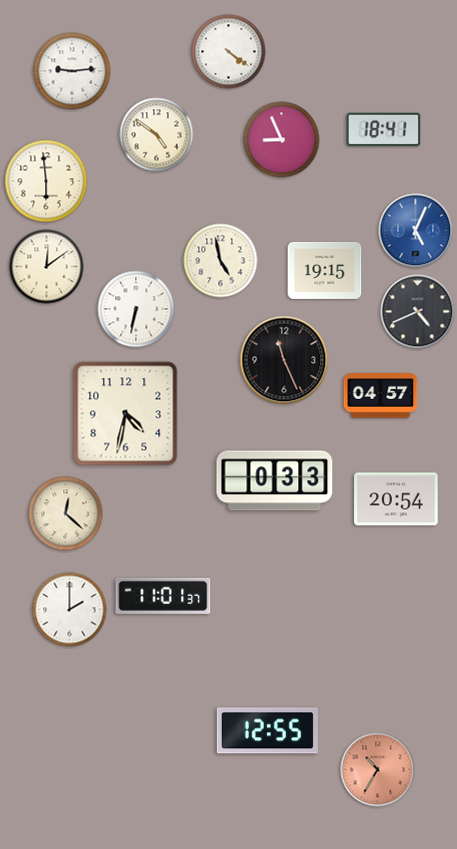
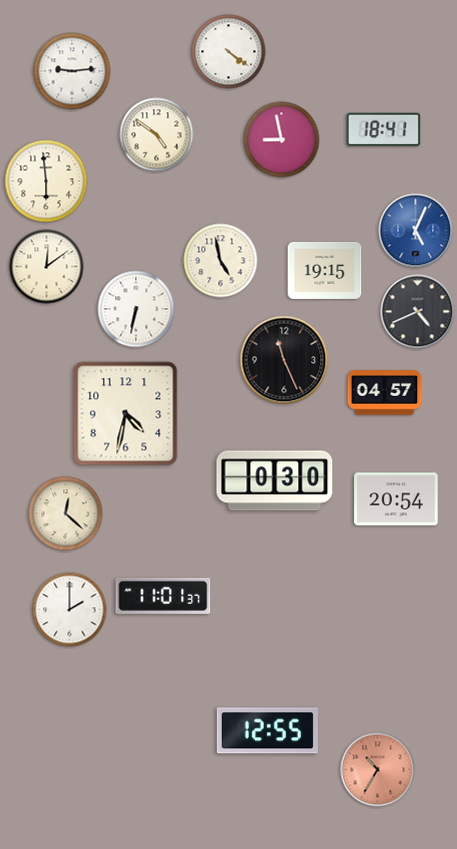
clock at (282, 140): 8:56 -> 8:58
clock at (381, 396) position: (381, 396) -> (385, 393)
clock at (275, 481): 0:33 -> 0:30
